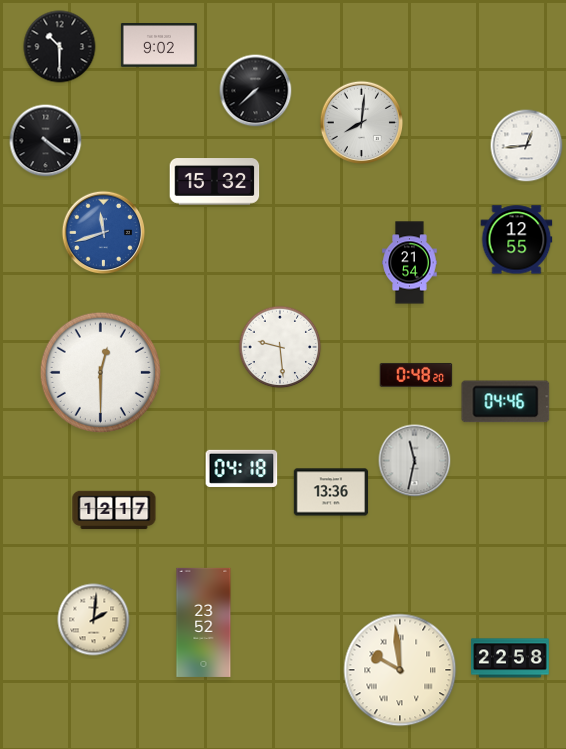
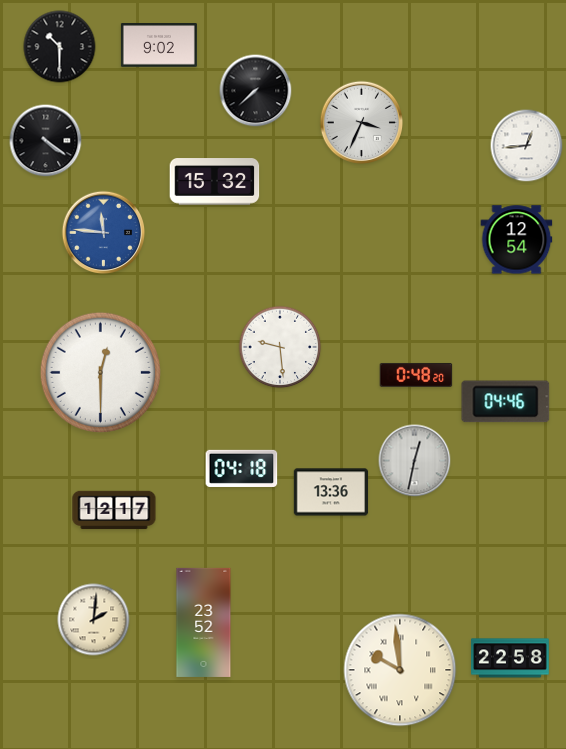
clock at (362, 123): 8:01 -> 3:34
clock at (104, 233): 11:42 -> 11:46
clock at (517, 240): 12:55 -> 12:54
clock at (410, 263): 21:54 -> none
clock at (415, 461): 11:32 -> 12:32
